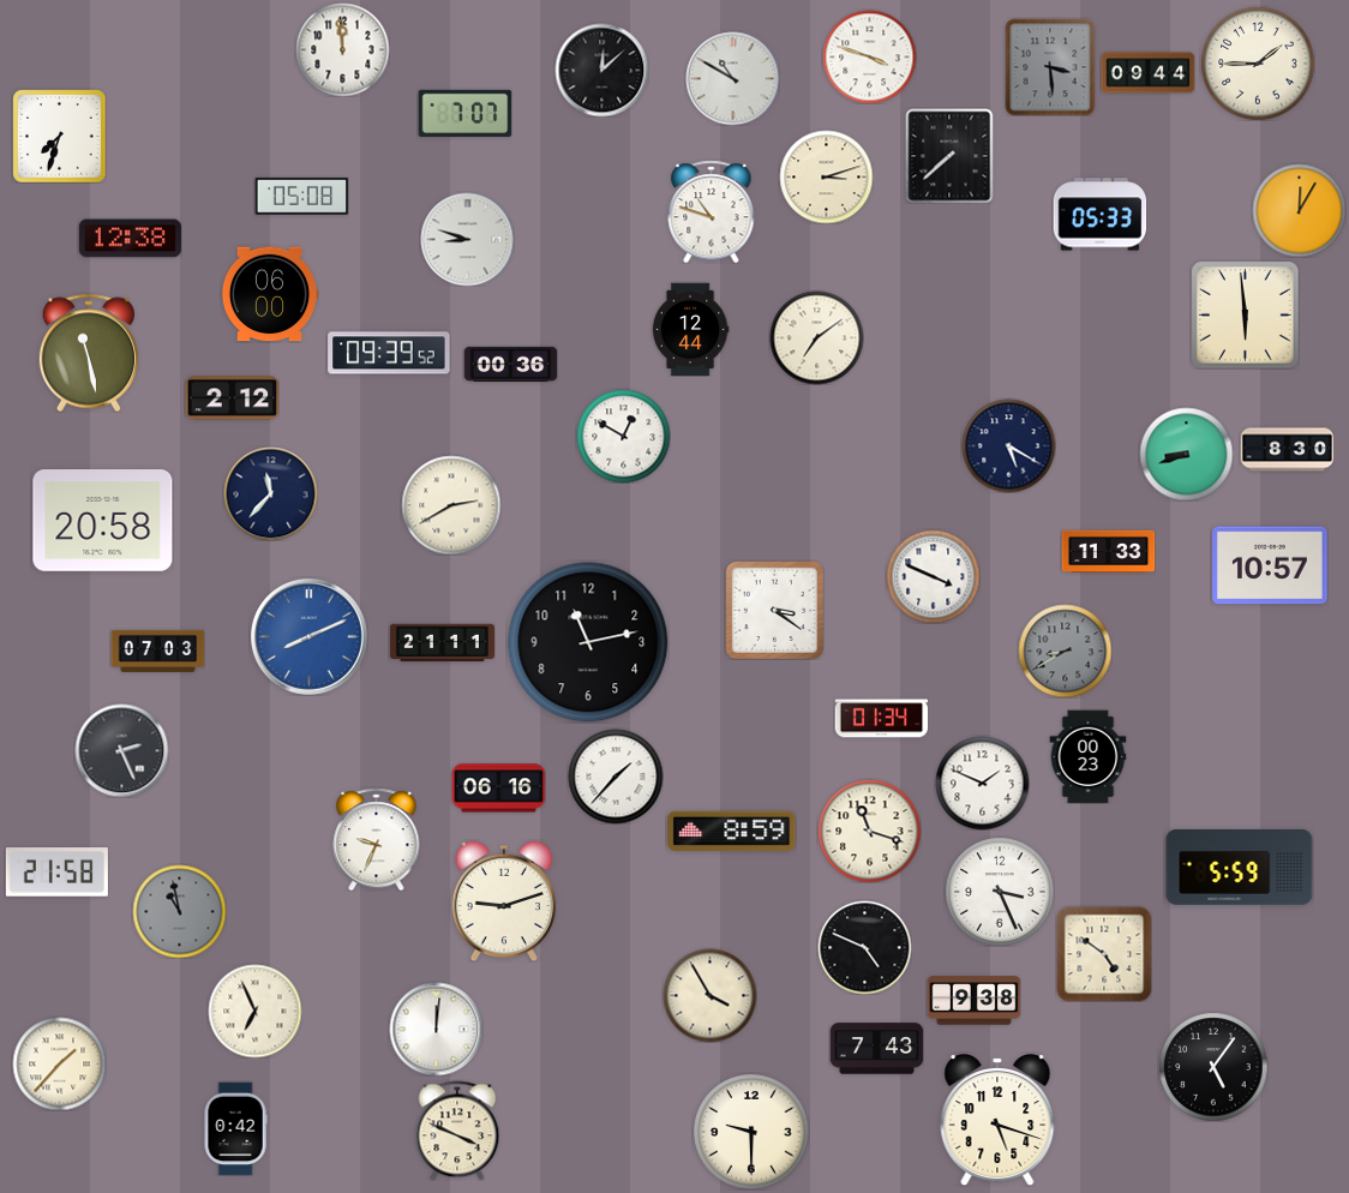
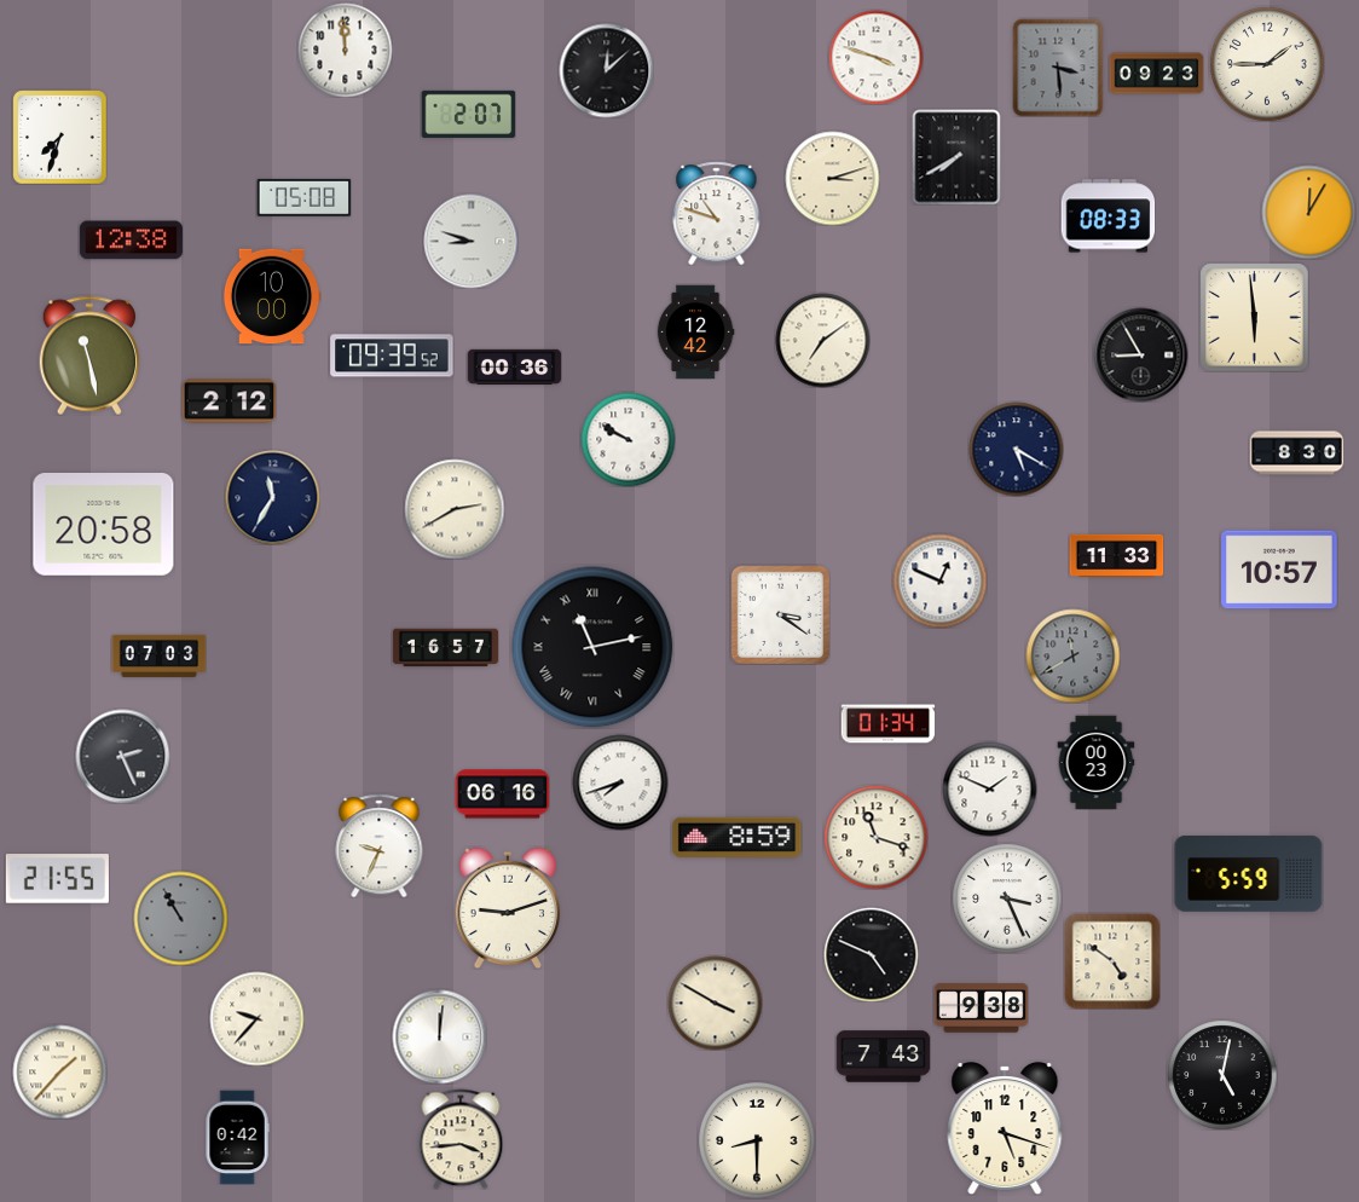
clock at (1147, 73): 09:44 -> 09:23
clock at (732, 78): 10:50 -> none
clock at (464, 113): 7:07 -> 2:07
clock at (949, 156): 7:38 -> 7:40
clock at (1099, 215): 05:33 -> 08:33
clock at (270, 294): 06:00 -> 10:00
clock at (690, 329): 12:44 -> 12:42
clock at (1140, 354): none -> 8:55
clock at (232, 398) position: (232, 398) -> (229, 401)
clock at (623, 436): 12:50 -> 9:50
clock at (1186, 454): 8:42 -> none
clock at (270, 493): 11:37 -> 11:35
clock at (933, 576): 3:49 -> 12:49
clock at (308, 636): 8:11 -> none
clock at (588, 642) numerals: Arabic -> Roman
clock at (442, 643): 21:11 -> 16:57
clock at (1065, 651): 8:40 -> 11:40
clock at (616, 777): 1:37 -> 7:42
clock at (56, 873): 21:58 -> 21:55
clock at (179, 911): 10:58 -> 10:55
clock at (709, 995): 3:55 -> 3:50
clock at (254, 1011): 6:56 -> 9:37
clock at (1213, 1067): 5:06 -> 5:02
clock at (457, 1131): 3:49 -> 3:44
clock at (751, 1132): 9:30 -> 8:30
